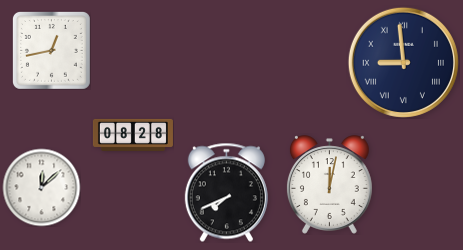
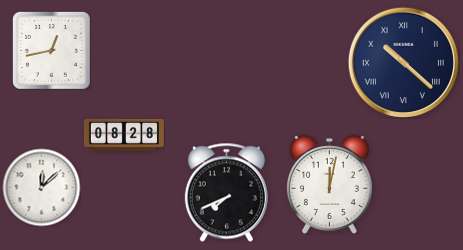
clock at (403, 62): 8:59 -> 10:22
clock at (133, 135) position: (133, 135) -> (124, 135)
